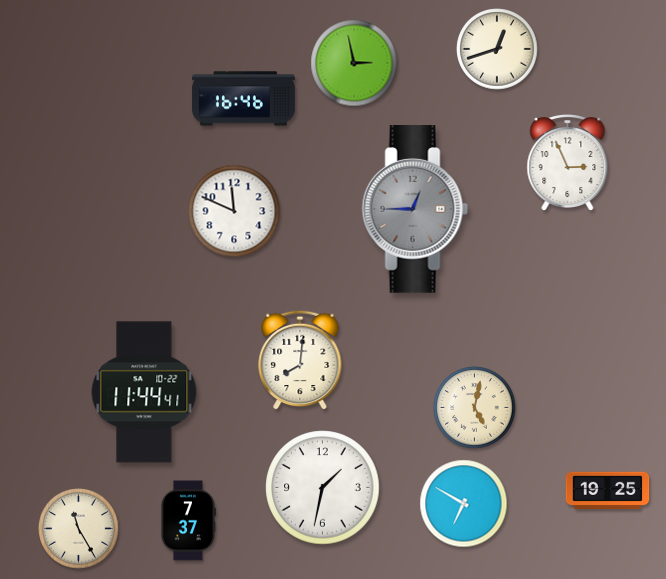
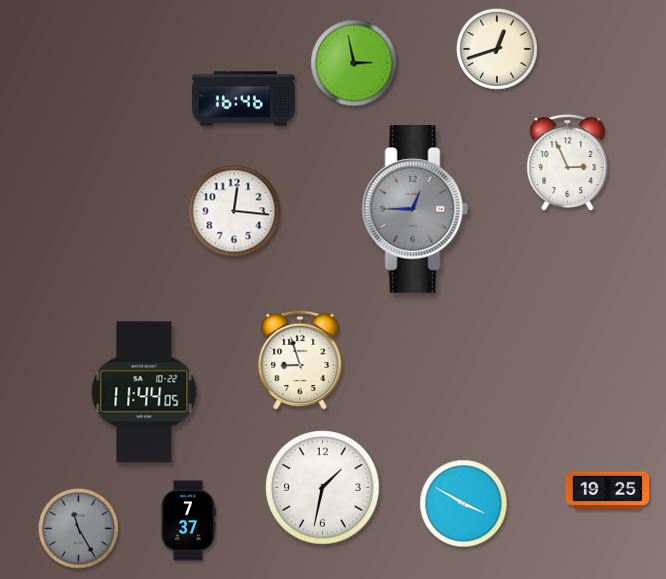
clock at (234, 211): 11:49 -> 12:16
clock at (300, 360): 8:01 -> 8:57
clock at (144, 392): 11:44:41 -> 11:44:05
clock at (475, 408): 5:02 -> none
clock at (464, 504): 6:50 -> 3:50
clock at (79, 529) dial: cream -> grey
